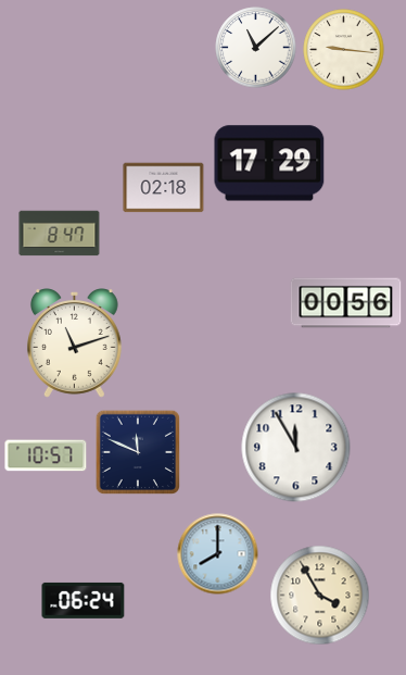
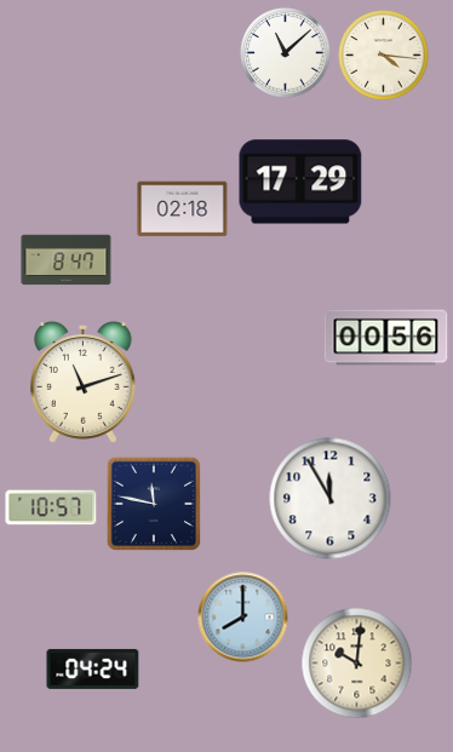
clock at (344, 50): 9:16 -> 4:16
clock at (138, 452): 11:49 -> 11:47
clock at (320, 596): 3:55 -> 10:01
clock at (84, 600): 06:24 -> 04:24
